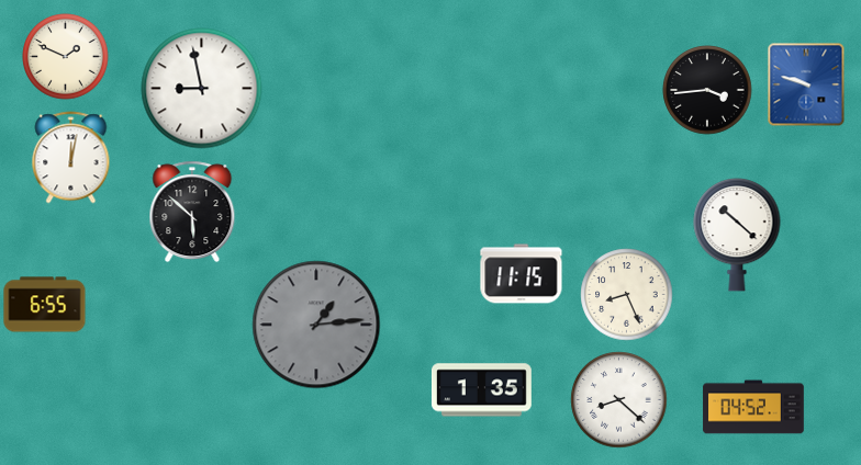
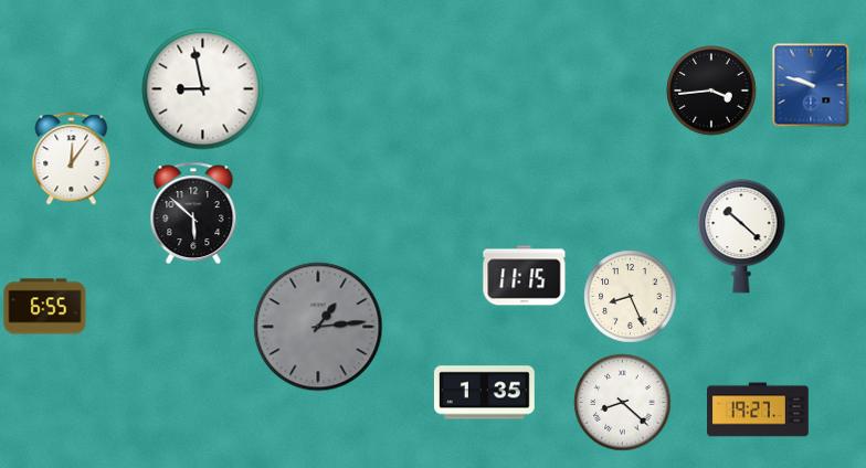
clock at (66, 57): 1:49 -> none
clock at (71, 158): 12:02 -> 12:06
clock at (753, 407): 04:52 -> 19:27
